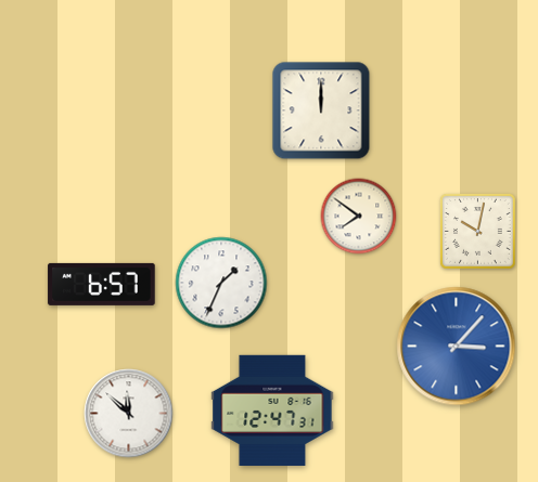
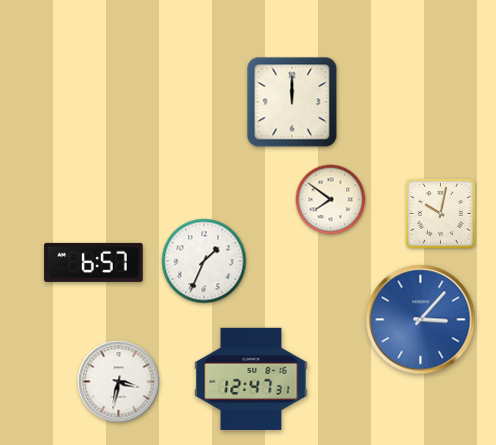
clock at (321, 110) position: (321, 110) -> (292, 102)
clock at (129, 414): 11:52 -> 3:32
